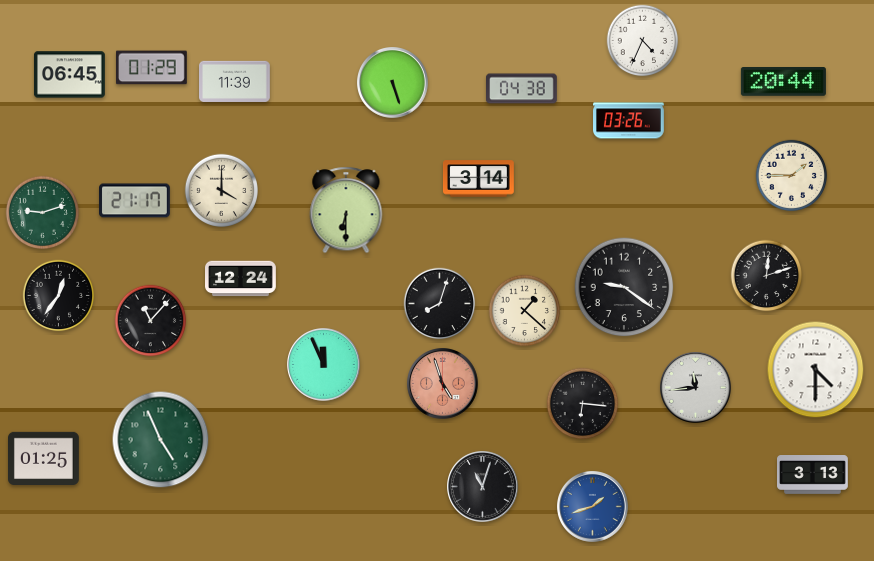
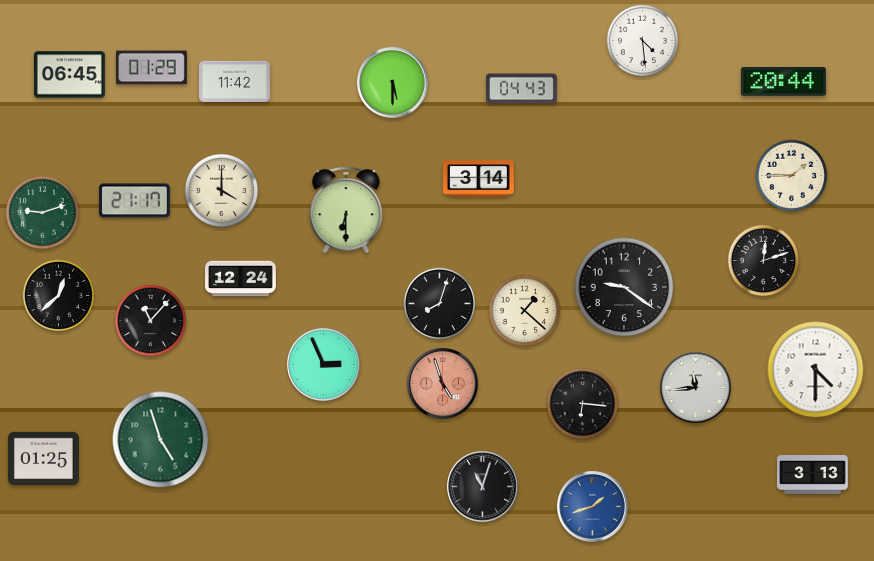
clock at (643, 41): 4:34 -> 4:29
clock at (235, 81): 11:39 -> 11:42
clock at (393, 83): 5:27 -> 5:30
clock at (522, 89): 04:38 -> 04:43
clock at (629, 121): 03:26 -> none
clock at (767, 276) position: (767, 276) -> (764, 261)
clock at (59, 296): 12:36 -> 12:38
clock at (324, 365): 11:56 -> 2:56
clock at (161, 440): 4:56 -> 4:57
